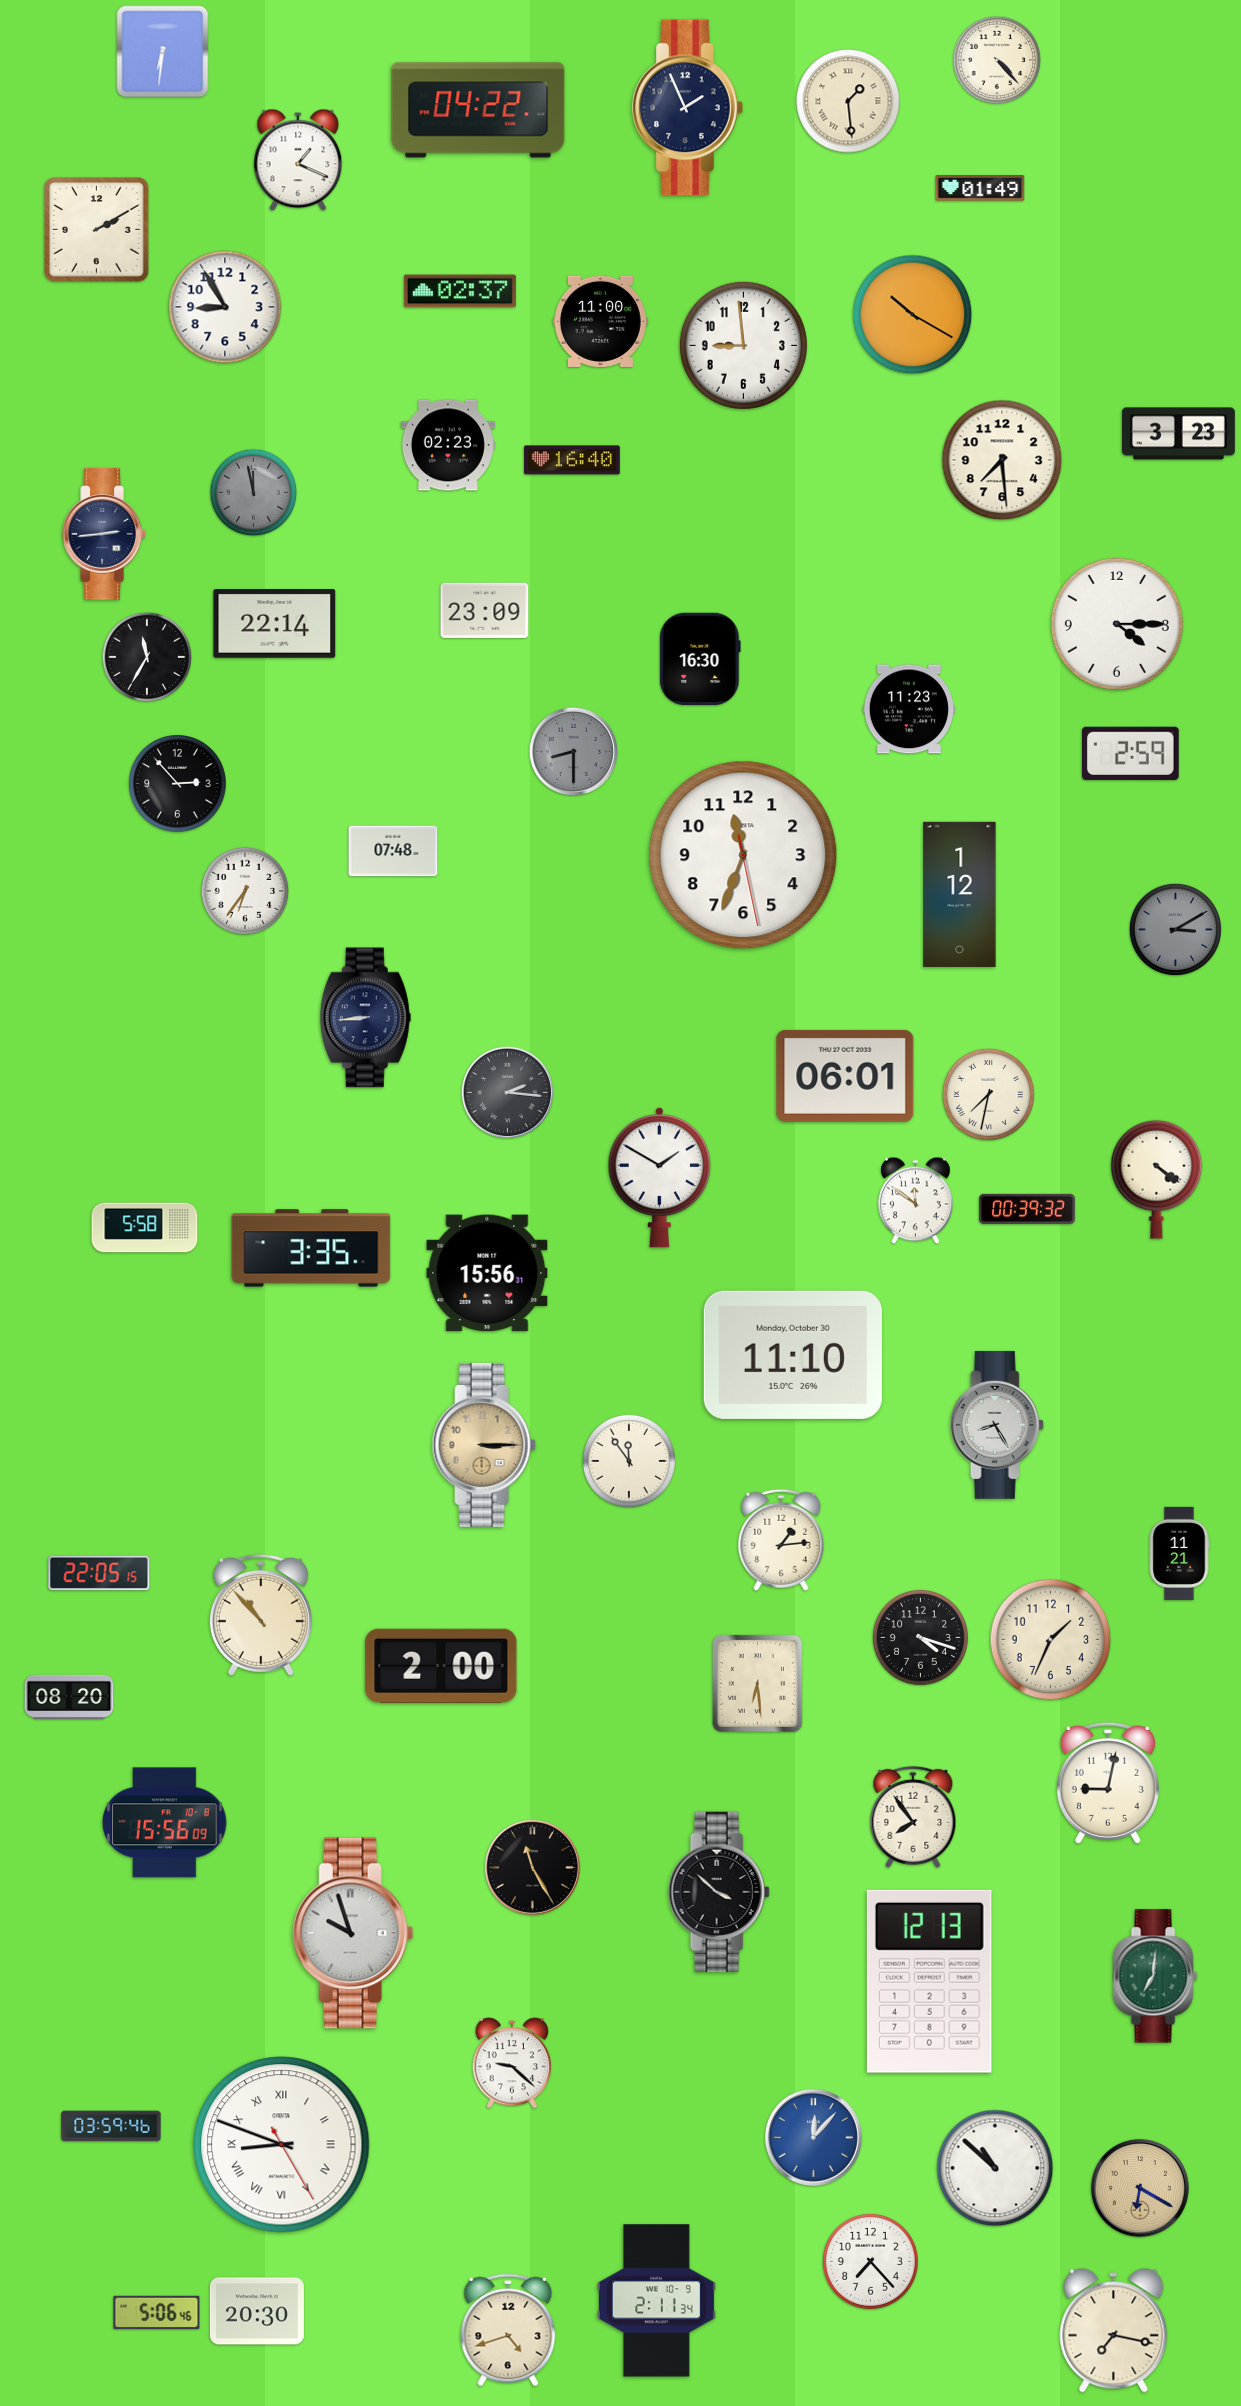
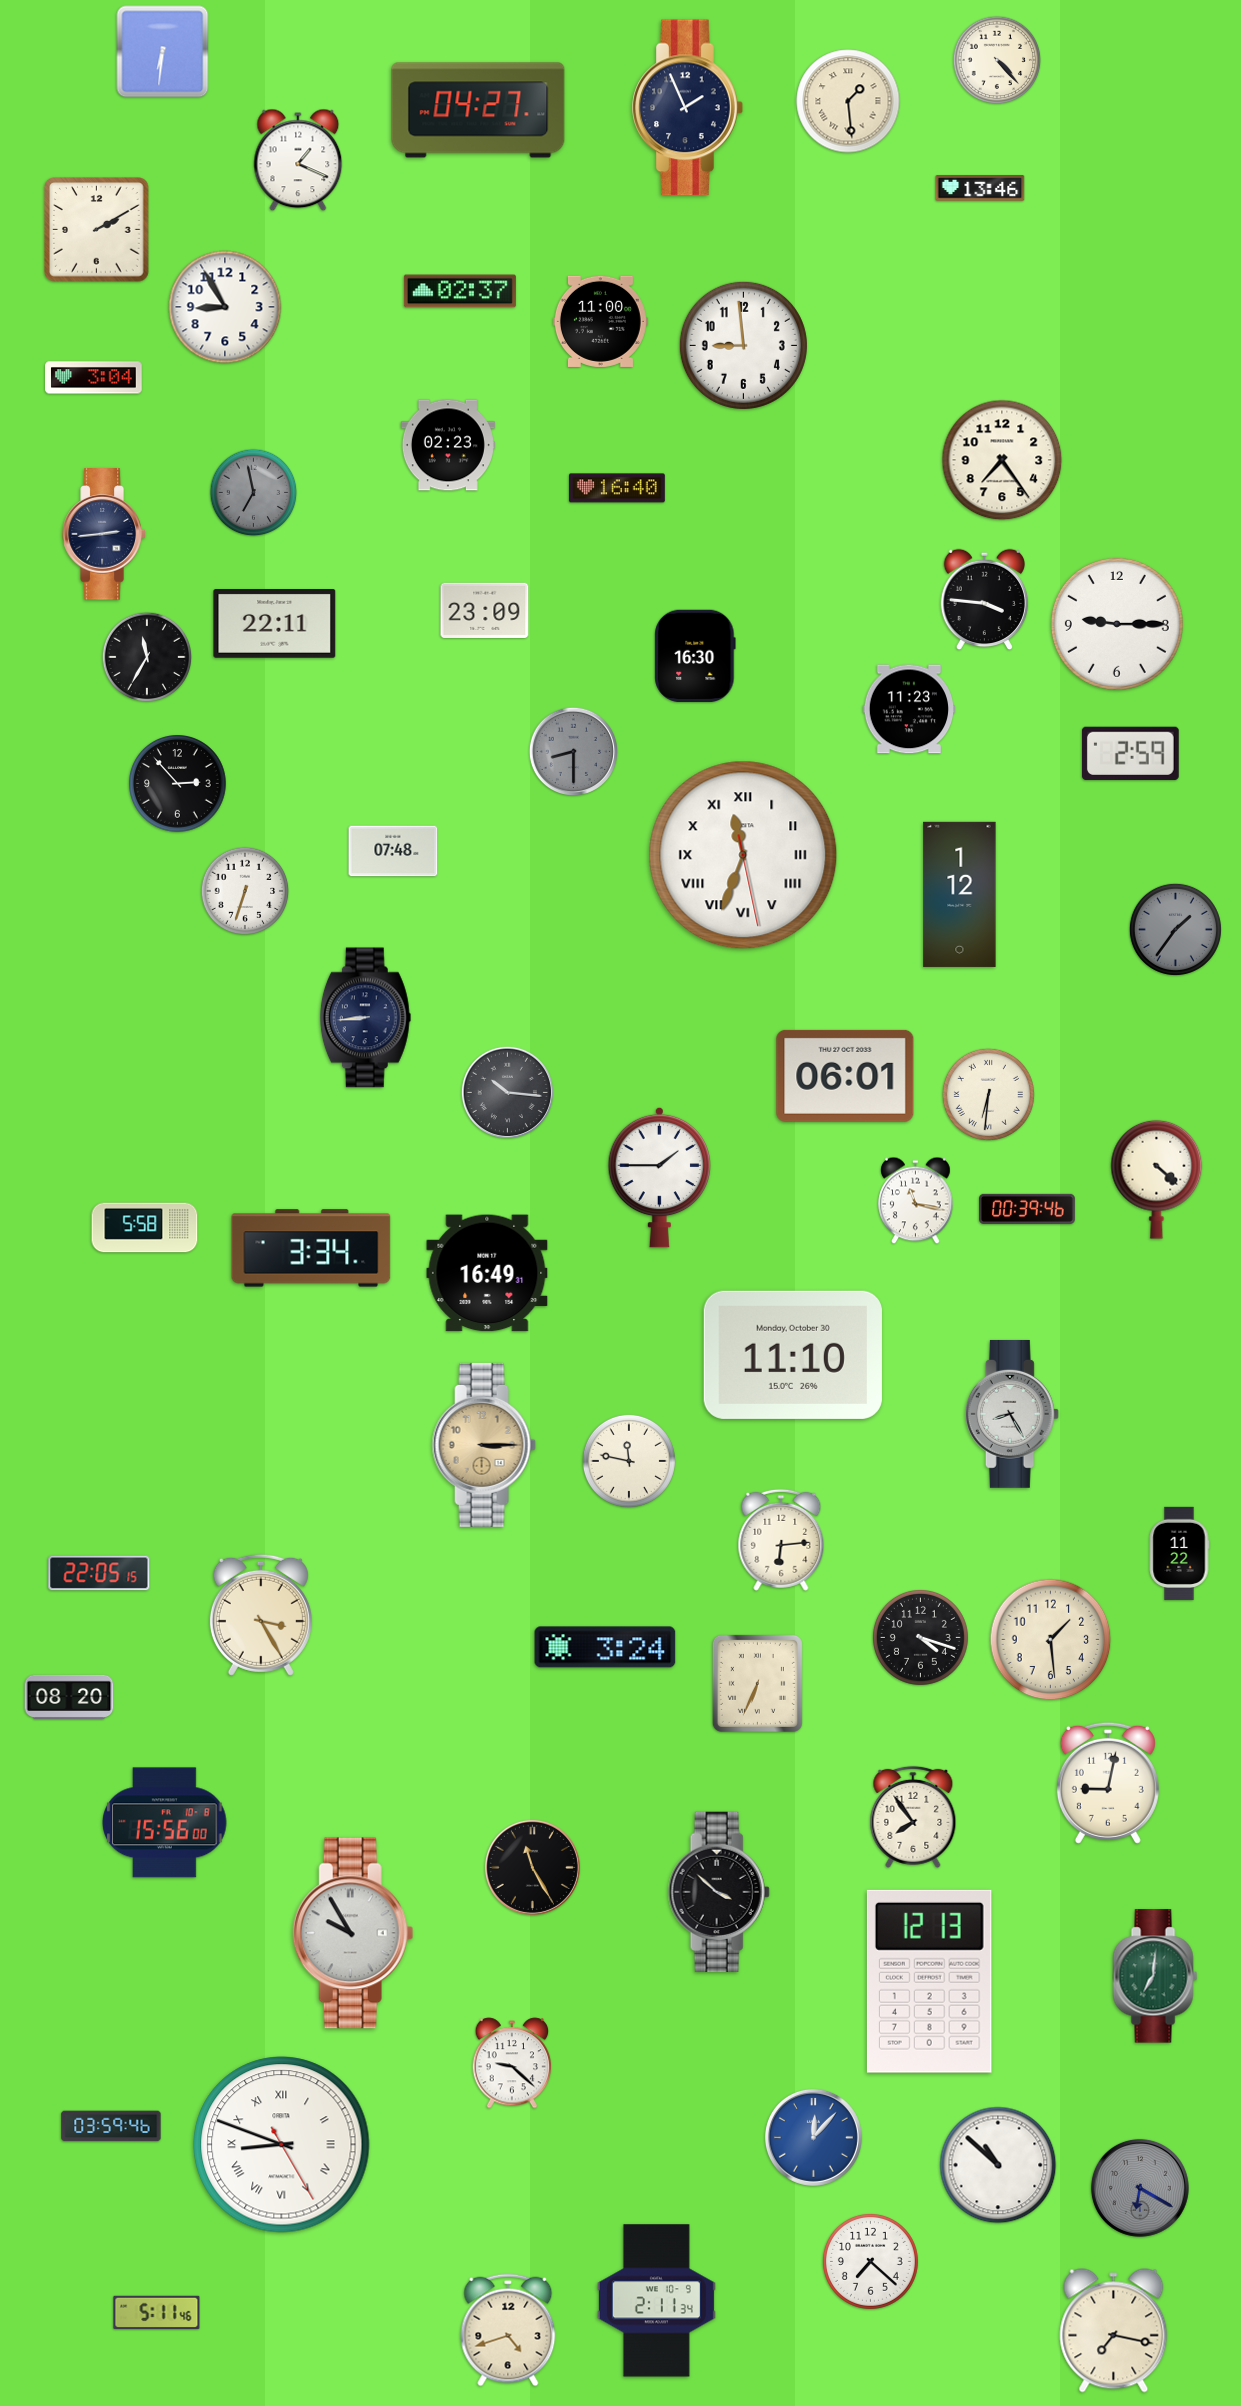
clock at (478, 110): 04:22 -> 04:27
clock at (980, 188): 01:49 -> 13:46
clock at (913, 315): 10:20 -> none
clock at (94, 378): none -> 3:04
clock at (1178, 434): 3:23 -> none
clock at (572, 460) position: (572, 460) -> (617, 488)
clock at (1002, 460): 7:29 -> 7:24
clock at (254, 493): 11:58 -> 6:58
clock at (984, 600): none -> 3:46
clock at (275, 624): 22:14 -> 22:11
clock at (1117, 624): 4:15 -> 9:15
clock at (700, 659) position: (700, 659) -> (695, 656)
clock at (743, 855) numerals: Arabic -> Roman
clock at (245, 891): 6:36 -> 6:33
clock at (1175, 929): 3:10 -> 1:36
clock at (507, 1092): 2:16 -> 10:16
clock at (988, 1094): 7:32 -> 6:31
clock at (659, 1177): 1:50 -> 1:45
clock at (1157, 1179): 4:21 -> 4:22
clock at (916, 1201): 11:51 -> 11:17
clock at (1028, 1208): 00:39:32 -> 00:39:46
clock at (311, 1248): 3:35 -> 3:34
clock at (487, 1273): 15:56 -> 16:49
clock at (997, 1425) position: (997, 1425) -> (1012, 1414)
clock at (629, 1461): 11:54 -> 11:47
clock at (781, 1540): 1:14 -> 6:14
clock at (1179, 1553): 11:21 -> 11:22
clock at (261, 1615): 10:53 -> 3:25
clock at (1051, 1640): 1:34 -> 1:29
clock at (605, 1647): none -> 3:24
clock at (441, 1666): 2:00 -> none
clock at (757, 1683): 6:29 -> 6:34
clock at (165, 1823): 15:56:09 -> 15:56:00
clock at (353, 1933): 9:57 -> 9:55
clock at (995, 2168) position: (995, 2168) -> (998, 2165)
clock at (1140, 2188) dial: champagne -> grey
clock at (870, 2261): 7:23 -> 7:22
clock at (257, 2311): 20:30 -> none
clock at (157, 2313): 5:06 -> 5:11
